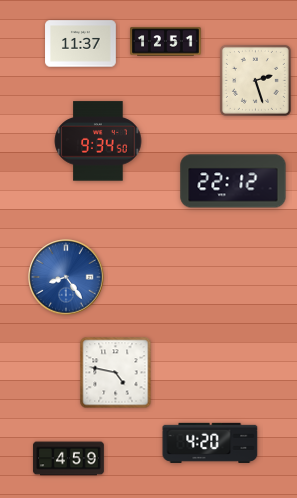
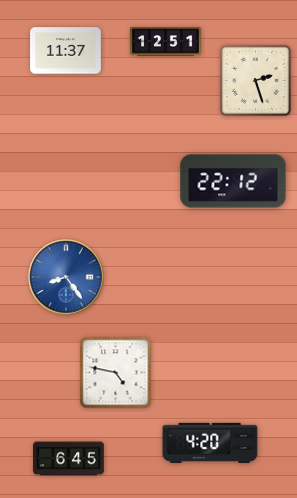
clock at (81, 44) position: (81, 44) -> (66, 51)
clock at (98, 141): 9:34 -> none
clock at (69, 459): 4:59 -> 6:45
